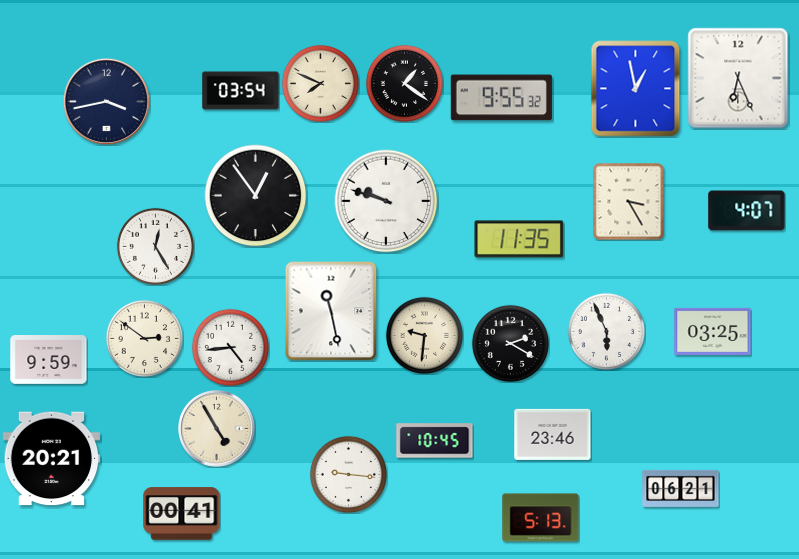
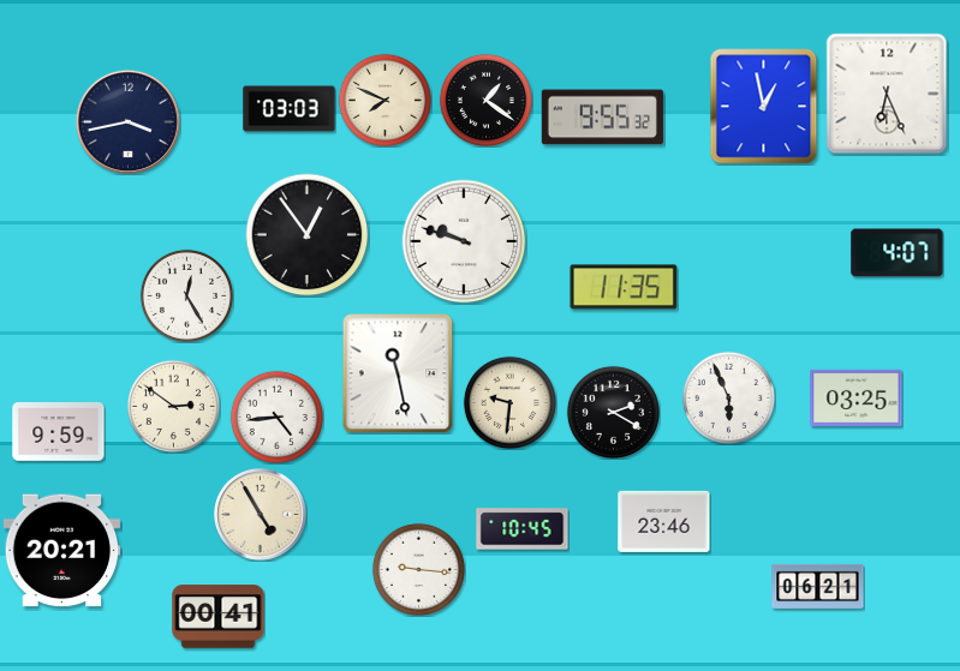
clock at (241, 91): 03:54 -> 03:03
clock at (629, 201): 3:25 -> none
clock at (541, 518): 5:13 -> none
